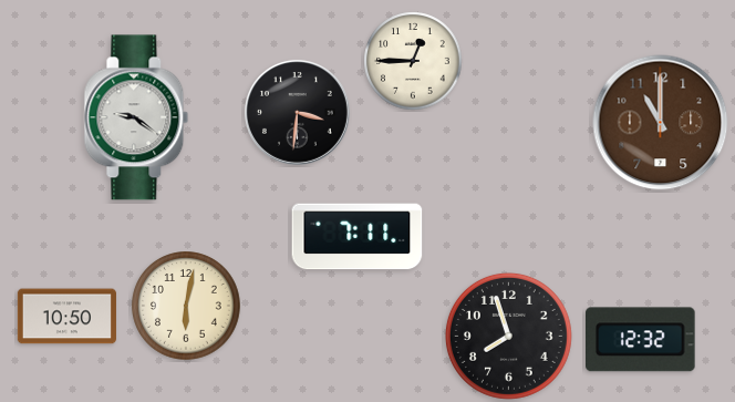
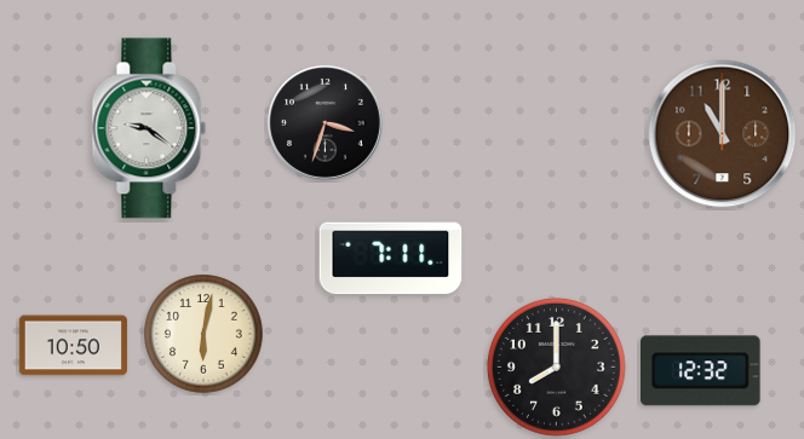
clock at (413, 61): 12:45 -> none
clock at (297, 112): 3:31 -> 3:33
clock at (508, 336): 7:57 -> 8:00
